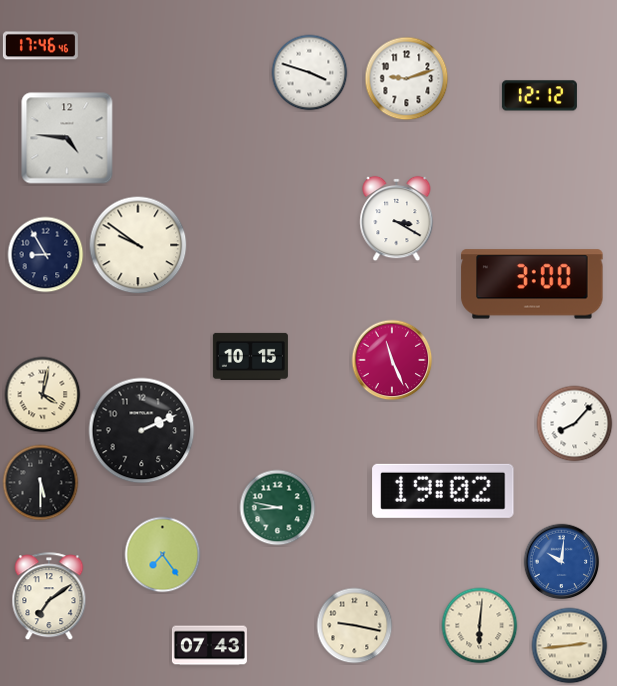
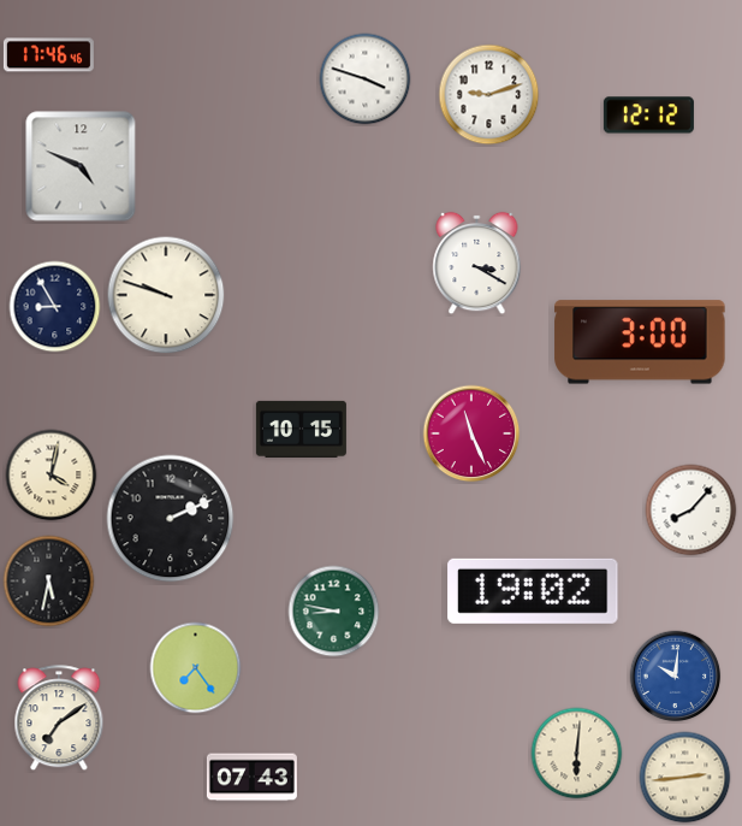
clock at (310, 73) position: (310, 73) -> (366, 79)
clock at (67, 138): 4:46 -> 4:49
clock at (138, 245): 9:51 -> 9:48
clock at (41, 483): 5:30 -> 5:32
clock at (355, 626): 9:17 -> none
